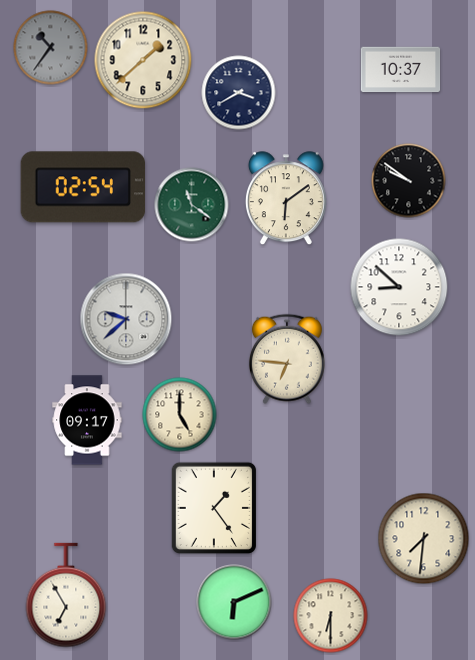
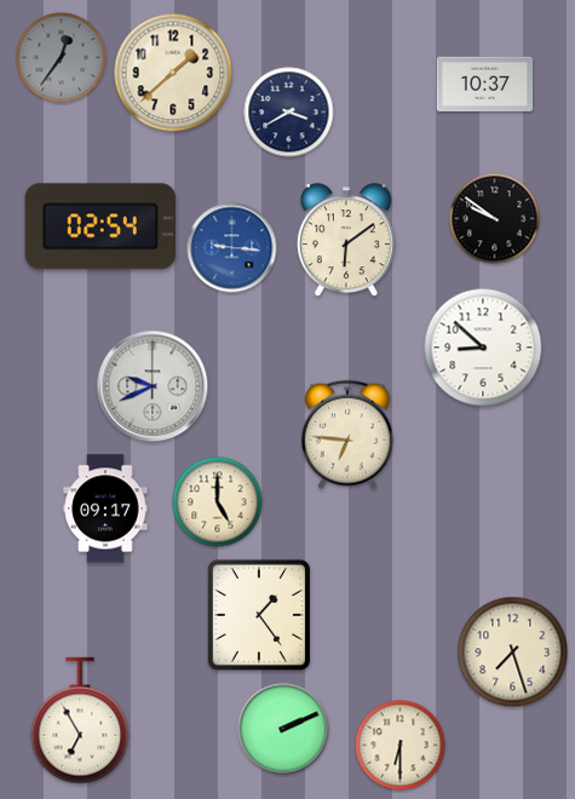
clock at (51, 48): 10:36 -> 12:36
clock at (192, 205): 11:21 -> 9:16
clock at (192, 205) dial: green -> blue
clock at (126, 319): 9:38 -> 9:41
clock at (424, 539): 7:31 -> 7:27
clock at (234, 602): 6:11 -> 2:11
